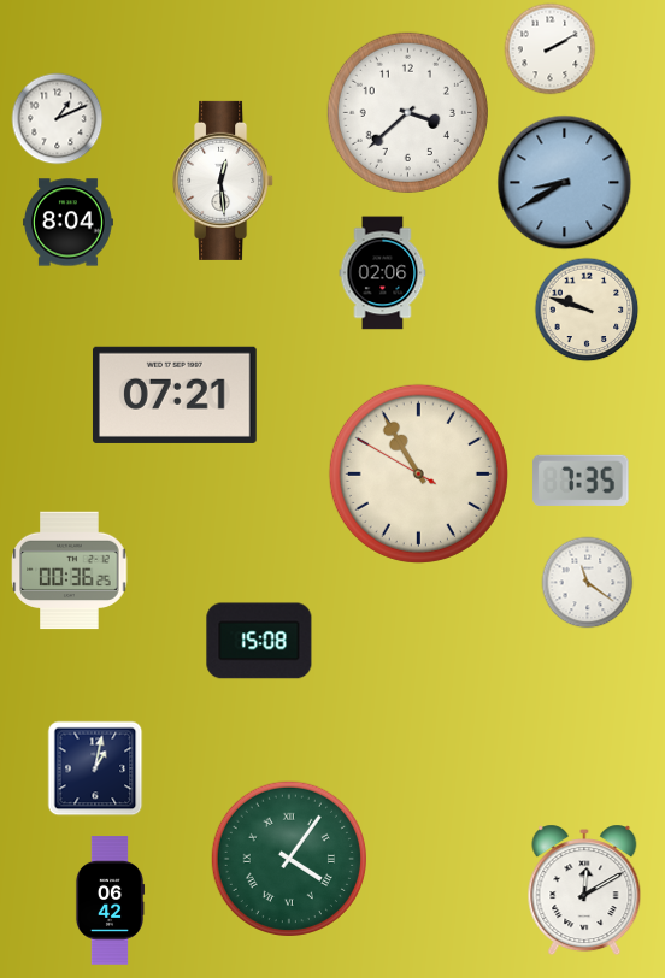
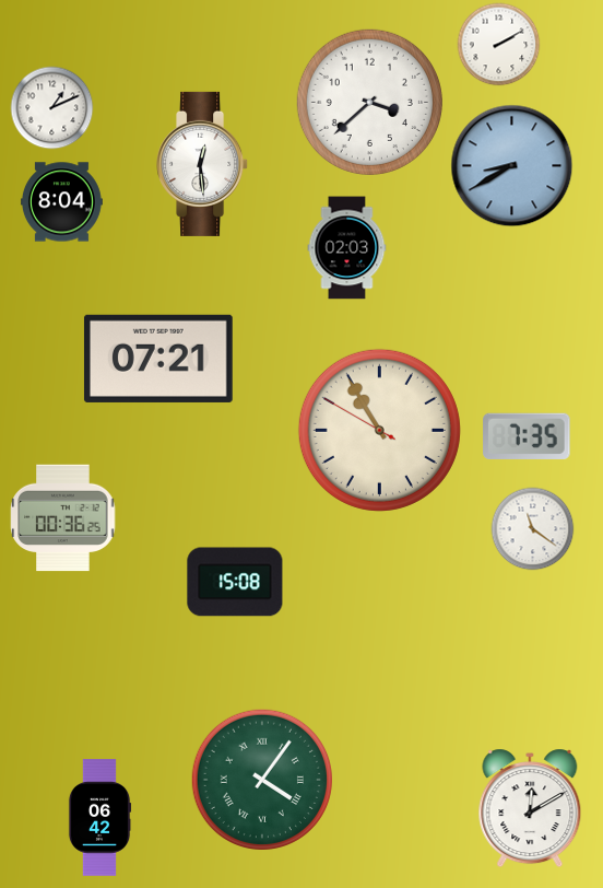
clock at (383, 273): 02:06 -> 02:03
clock at (587, 310): 9:48 -> none
clock at (95, 768): 1:02 -> none
